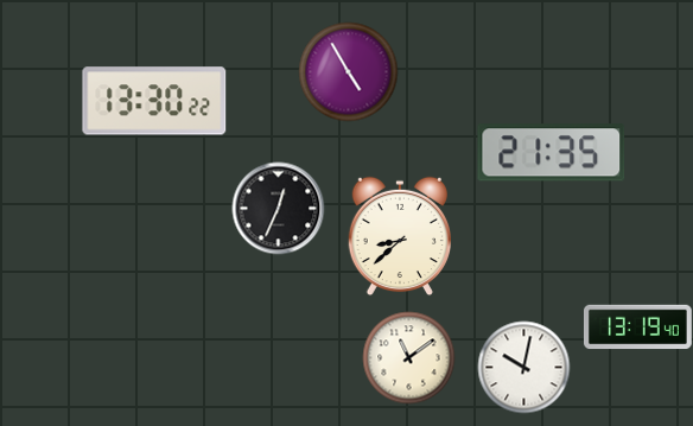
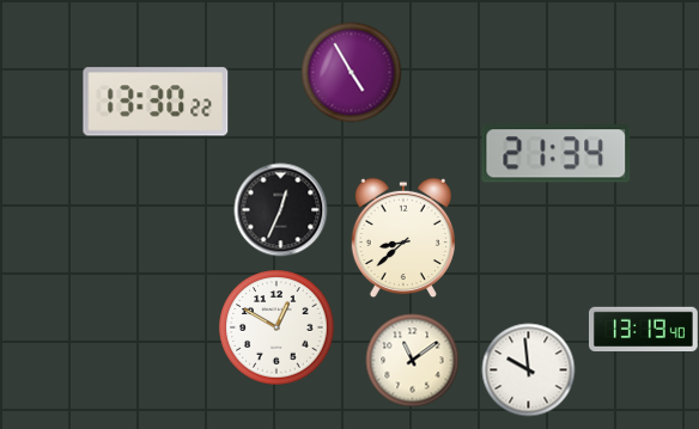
clock at (552, 153): 21:35 -> 21:34
clock at (276, 327): none -> 12:50
clock at (523, 367): 10:02 -> 9:59
